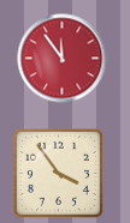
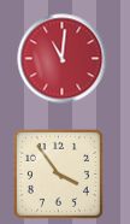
clock at (63, 59): 11:54 -> 11:01
